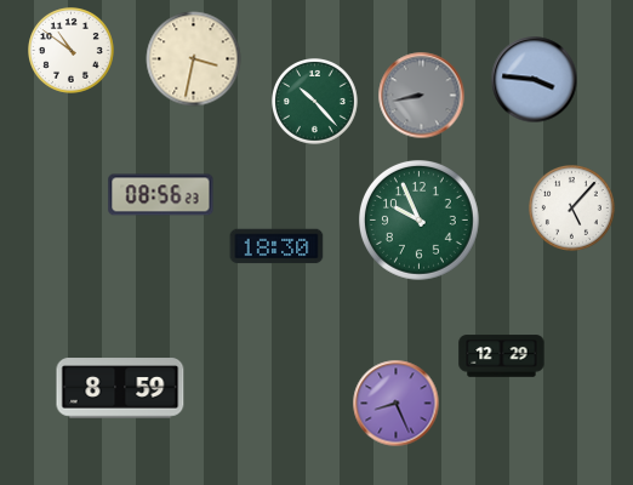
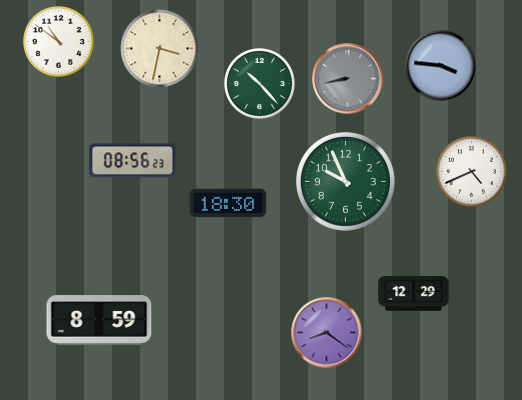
clock at (572, 209): 5:07 -> 4:41
clock at (397, 404): 8:26 -> 8:21
